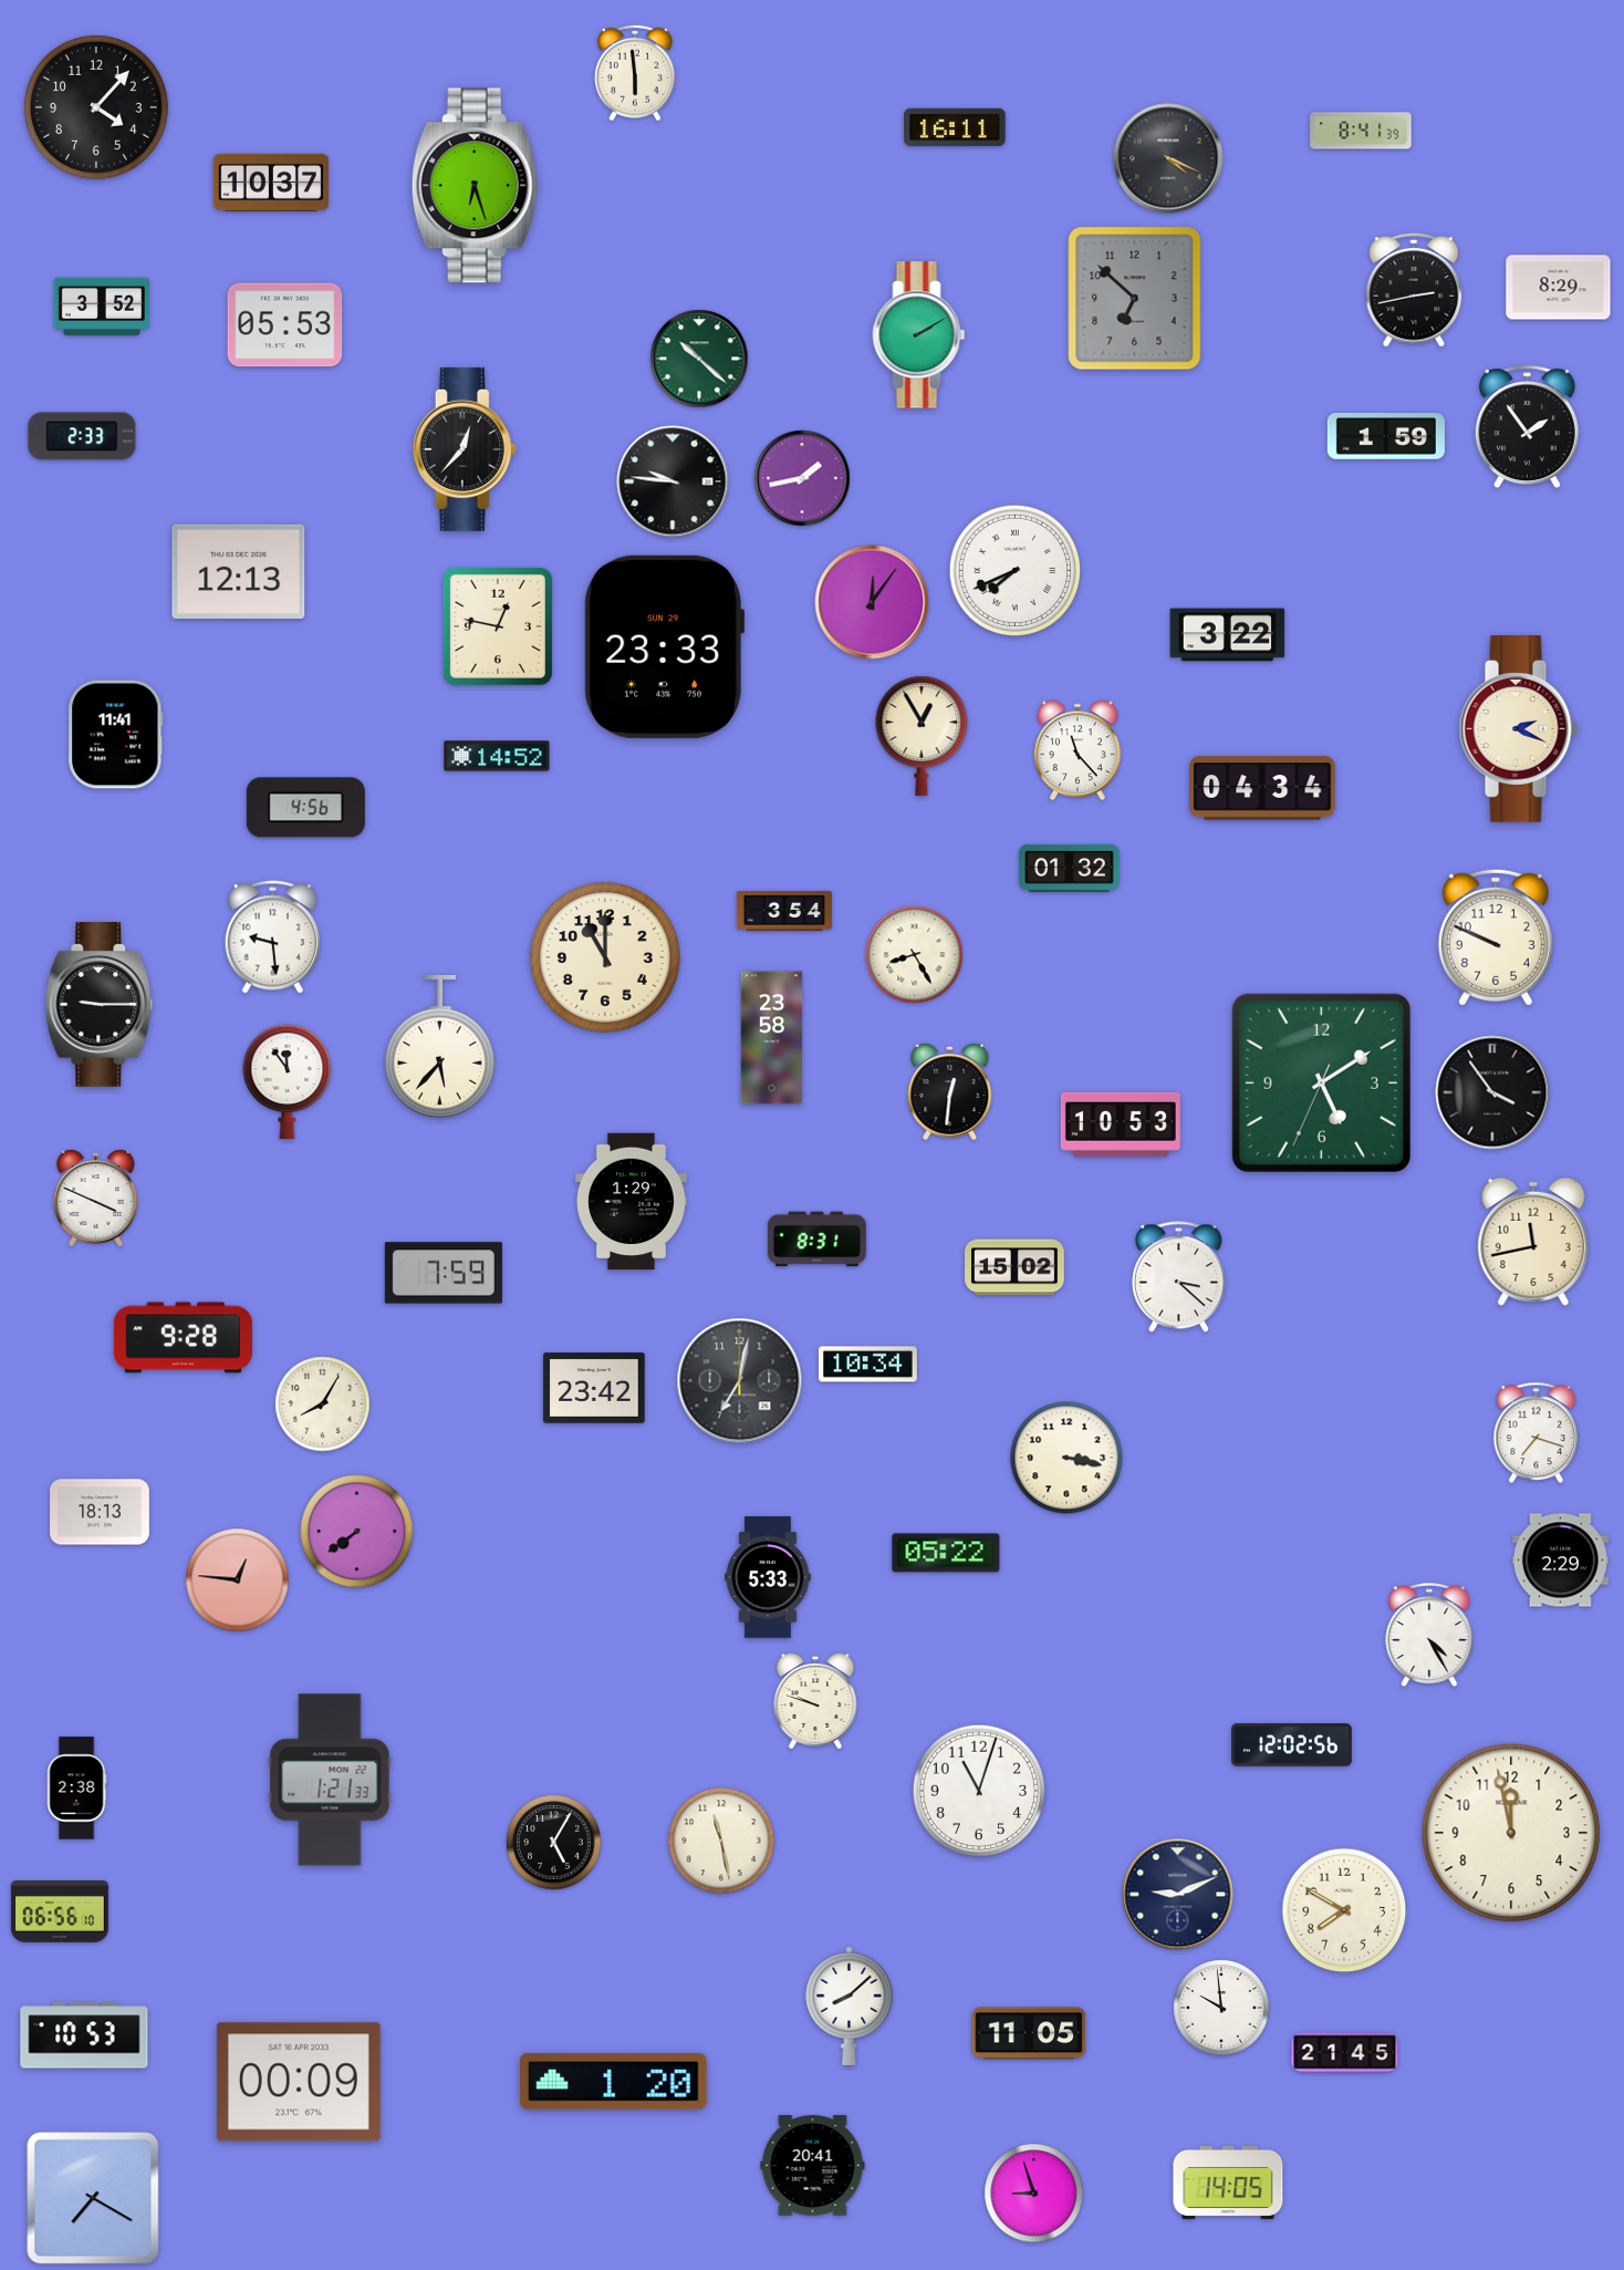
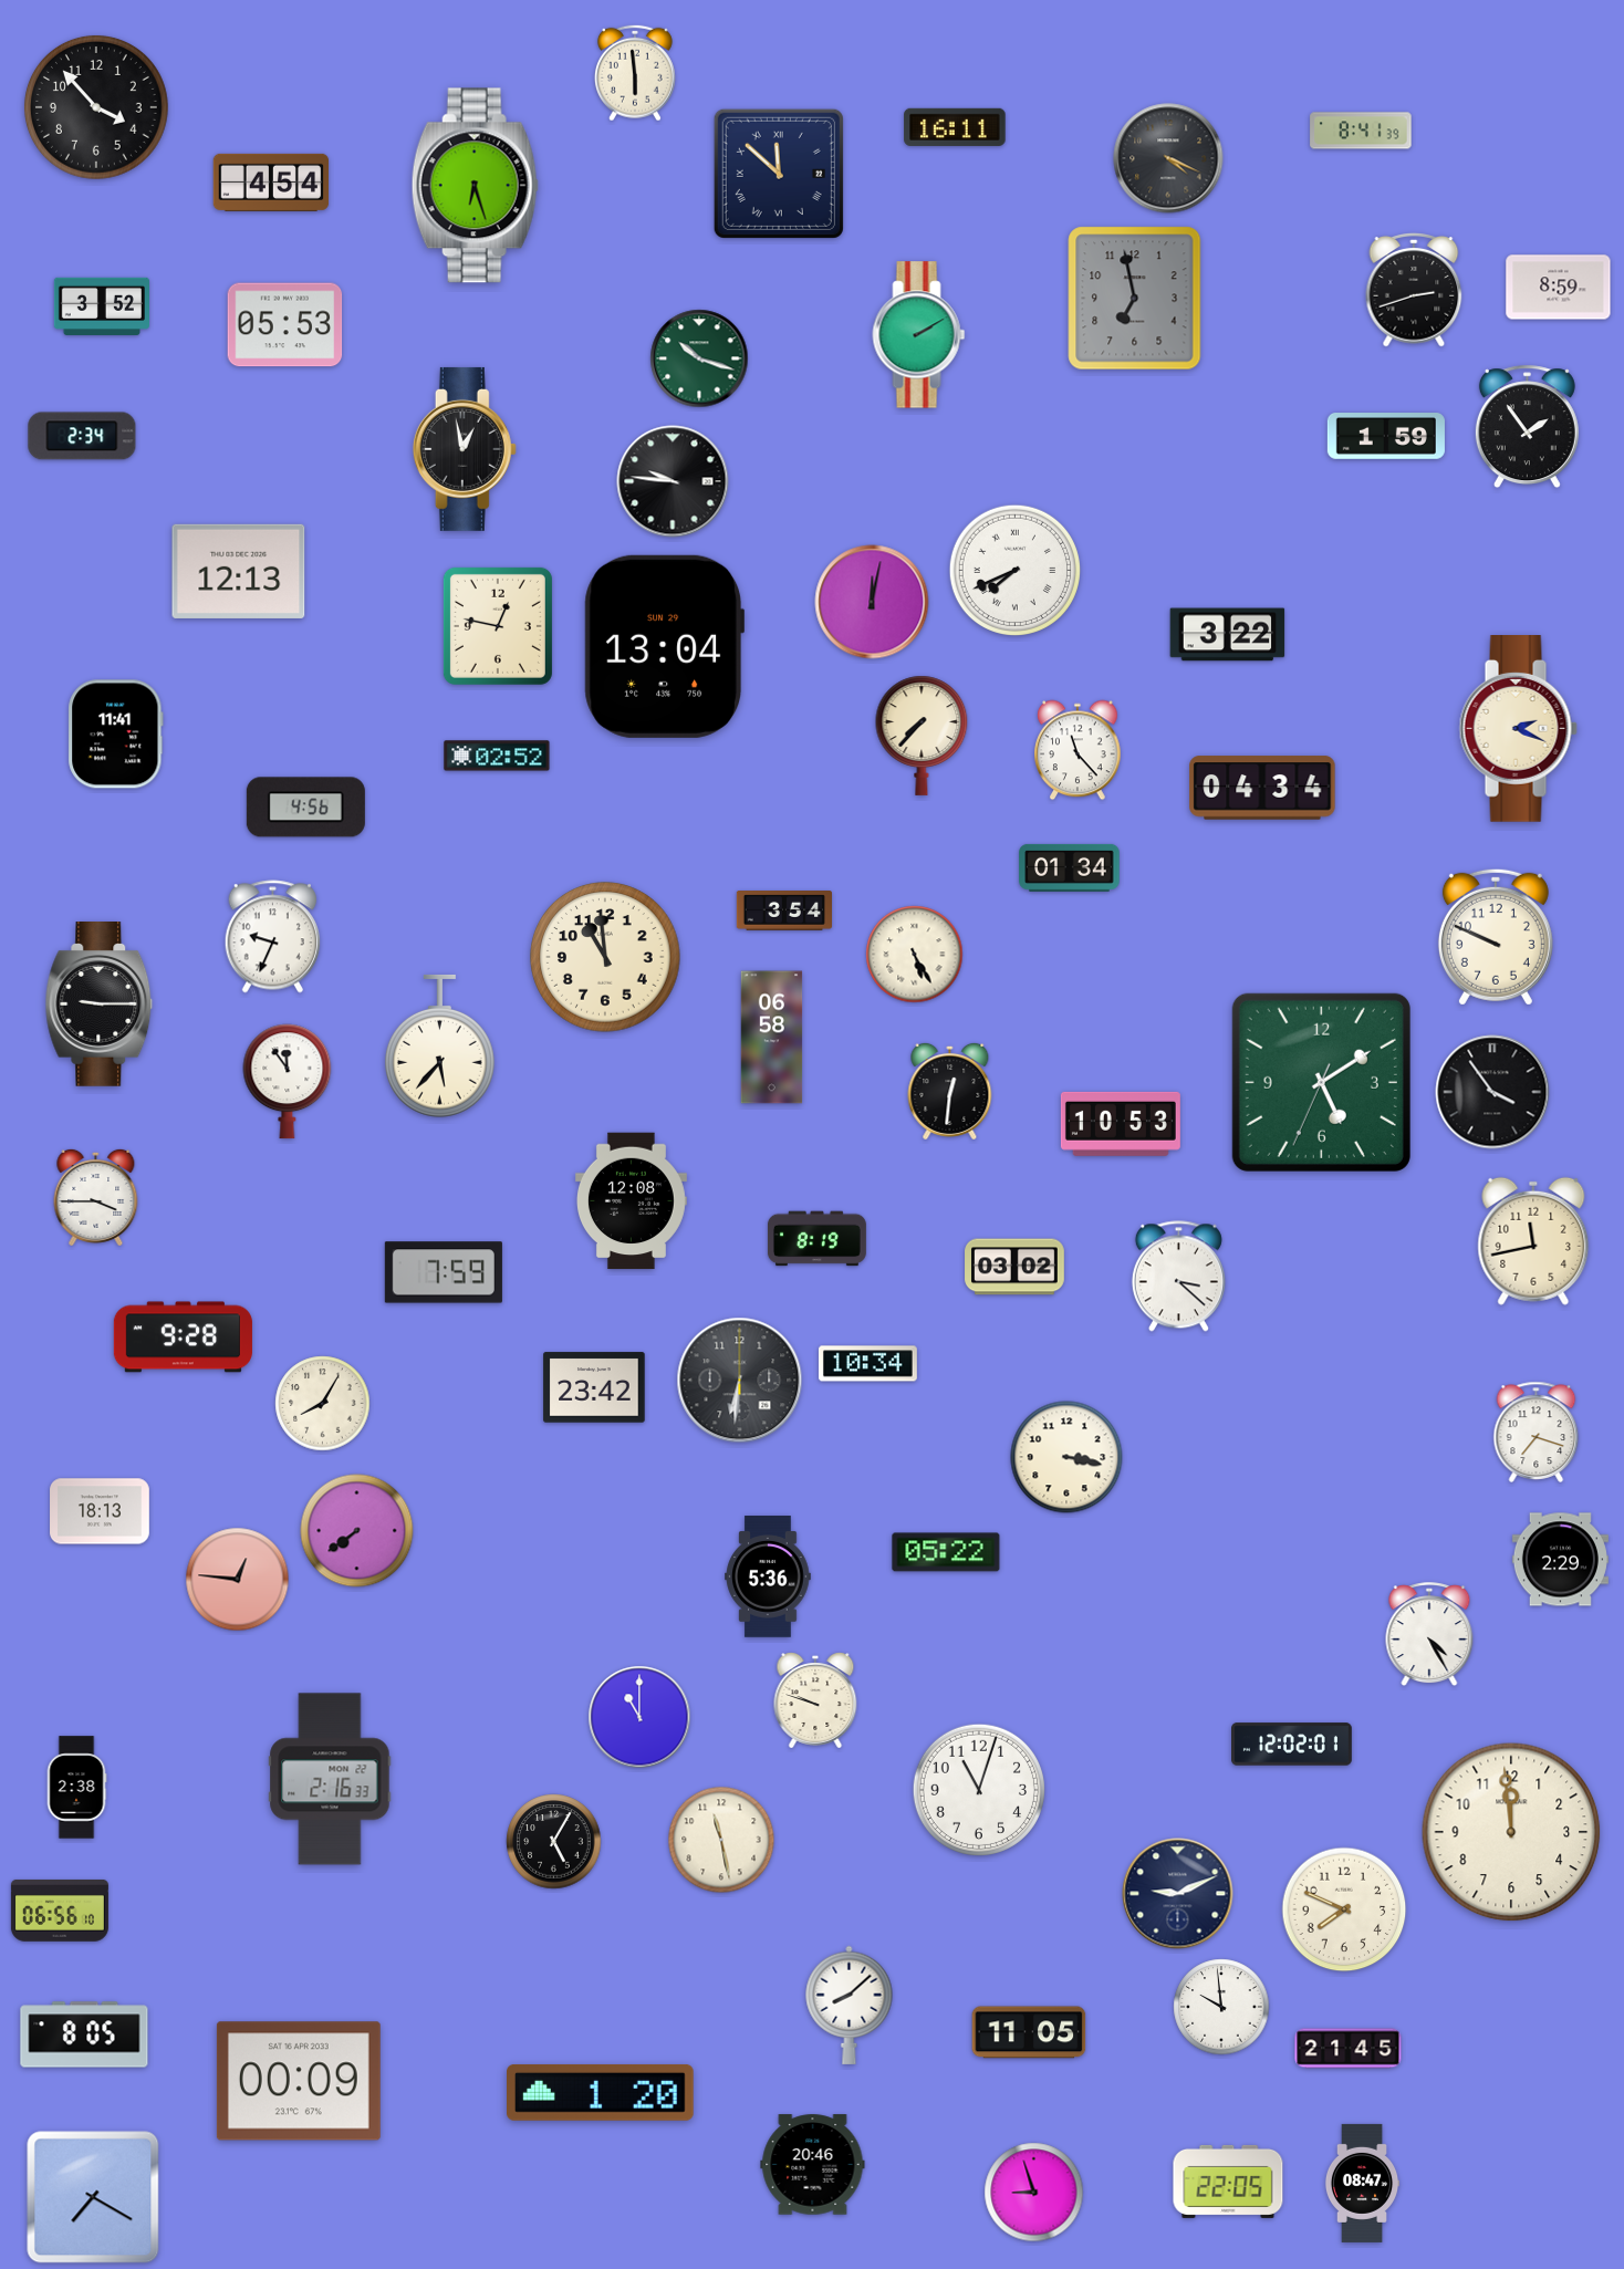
clock at (96, 107): 4:07 -> 3:53
clock at (779, 174): none -> 11:52
clock at (271, 183): 10:37 -> 4:54
clock at (1559, 288): 8:29 -> 8:59
clock at (1414, 291): 2:43 -> 2:42
clock at (1135, 299): 6:52 -> 6:58
clock at (699, 359): 10:22 -> 10:18
clock at (82, 436): 2:33 -> 2:34
clock at (465, 449): 12:37 -> 12:58
clock at (802, 478): 1:43 -> none
clock at (872, 602): 12:06 -> 12:02
clock at (665, 646): 23:33 -> 13:04
clock at (922, 736): 12:55 -> 7:37
clock at (497, 756): 14:52 -> 02:52
clock at (1070, 868): 01:32 -> 01:34
clock at (272, 937): 9:29 -> 9:34
clock at (915, 955): 8:25 -> 5:25
clock at (605, 957): 11:00 -> 10:59
clock at (772, 1038): 23:58 -> 06:58
clock at (96, 1198): 3:49 -> 3:45
clock at (631, 1202): 1:29 -> 12:08
clock at (816, 1240): 8:31 -> 8:19
clock at (1014, 1267): 15:02 -> 03:02
clock at (740, 1381): 7:02 -> 6:31
clock at (768, 1577): 5:33 -> 5:36
clock at (639, 1717): none -> 11:00
clock at (1292, 1745): 12:02:56 -> 12:02:01
clock at (330, 1780): 1:21 -> 2:16
clock at (1511, 1833): 11:58 -> 11:59
clock at (1344, 1910): 7:50 -> 7:49
clock at (84, 2035): 10:53 -> 8:05
clock at (1345, 2053) position: (1345, 2053) -> (1349, 2049)
clock at (614, 2081) position: (614, 2081) -> (601, 2092)
clock at (813, 2166): 20:41 -> 20:46
clock at (1228, 2183): 14:05 -> 22:05
clock at (1362, 2183): none -> 08:47
